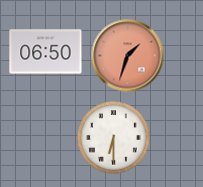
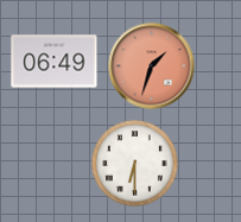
clock at (46, 52): 06:50 -> 06:49
